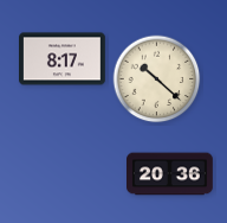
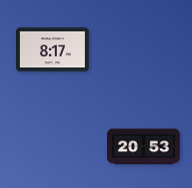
clock at (157, 79): 10:22 -> none
clock at (170, 174): 20:36 -> 20:53
